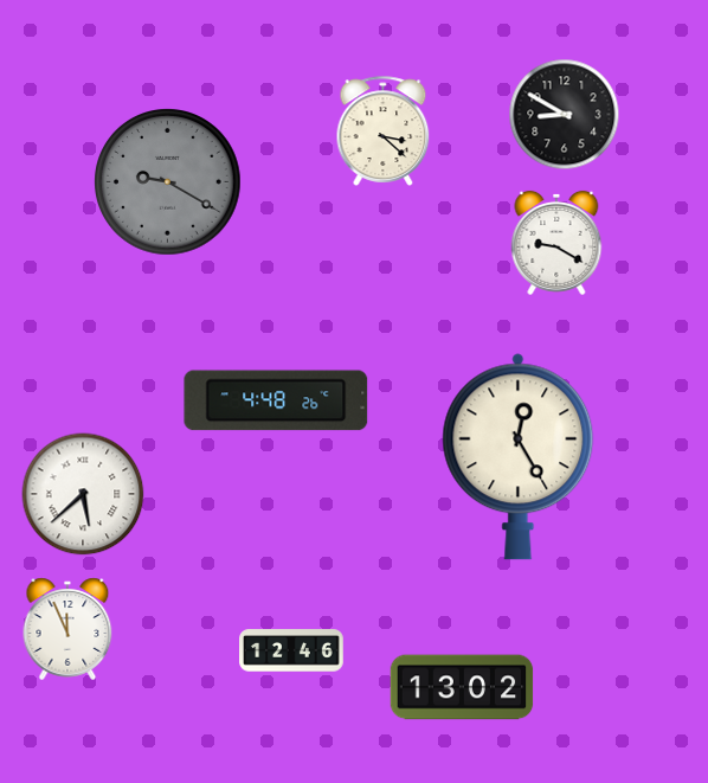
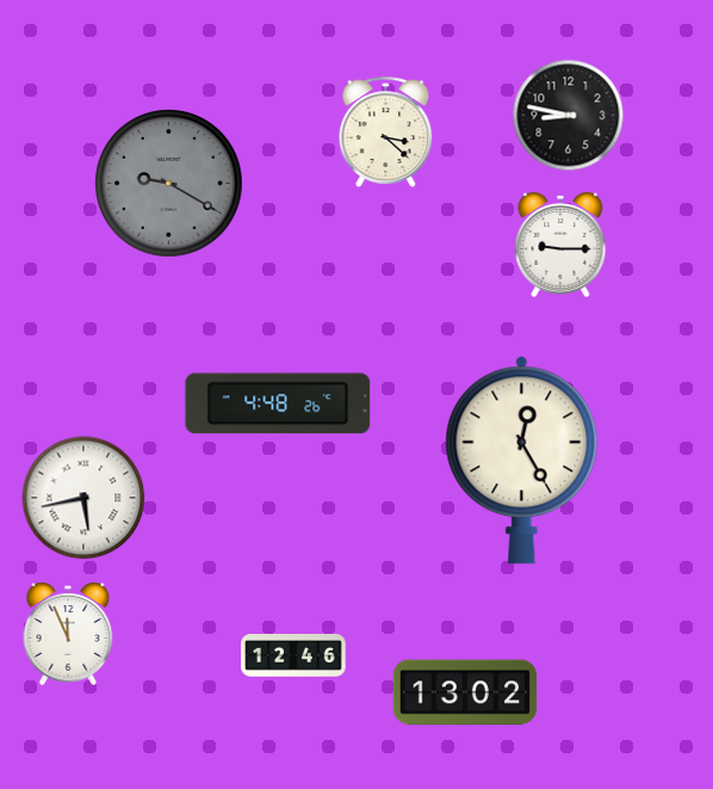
clock at (565, 115): 8:50 -> 8:47
clock at (556, 243): 9:20 -> 9:15
clock at (83, 494): 5:38 -> 5:43
